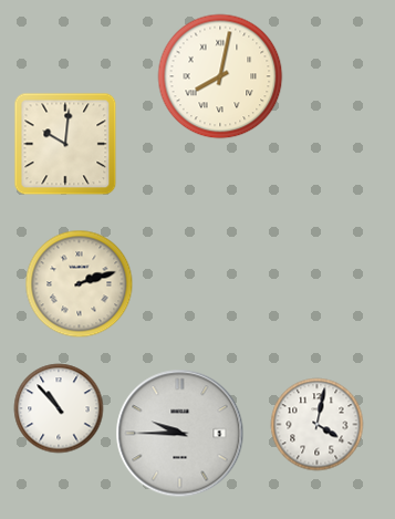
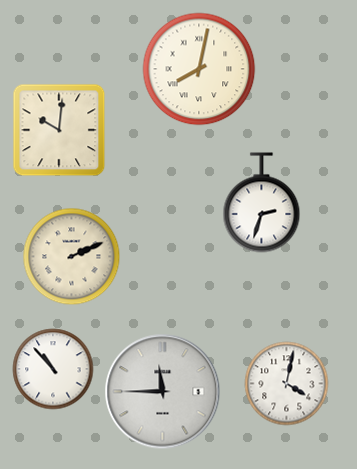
clock at (262, 203): none -> 2:33
clock at (80, 284): 2:12 -> 2:11
clock at (180, 434): 9:45 -> 11:45
